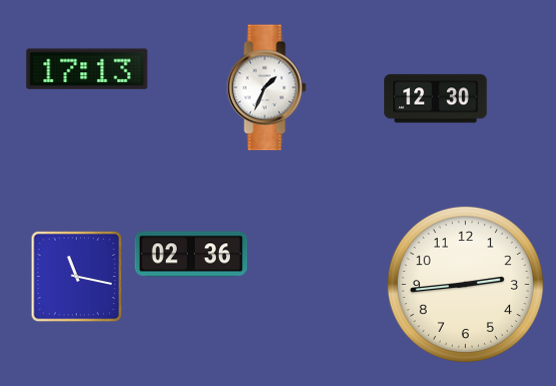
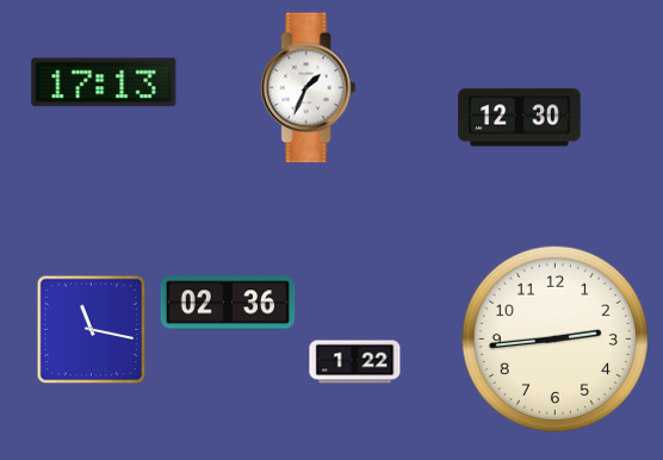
clock at (267, 88) position: (267, 88) -> (309, 88)
clock at (355, 362): none -> 1:22
